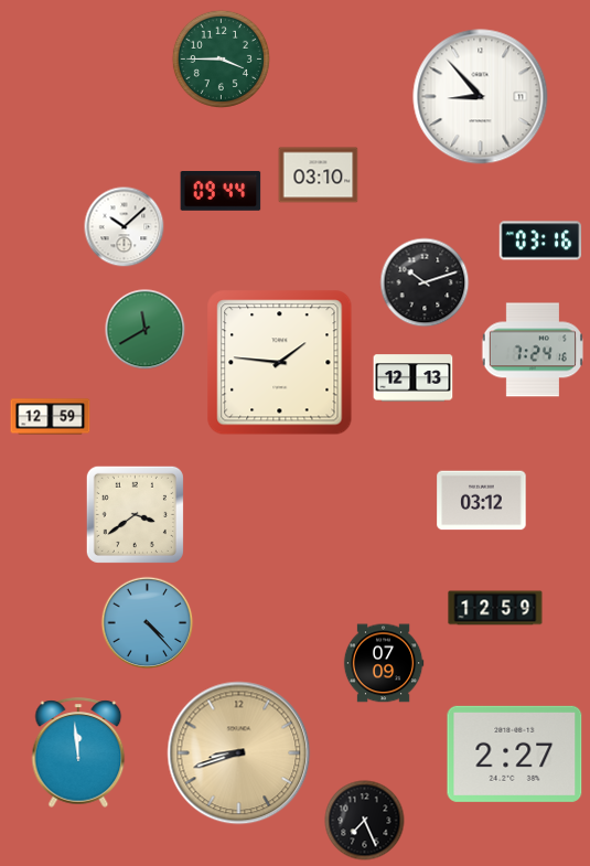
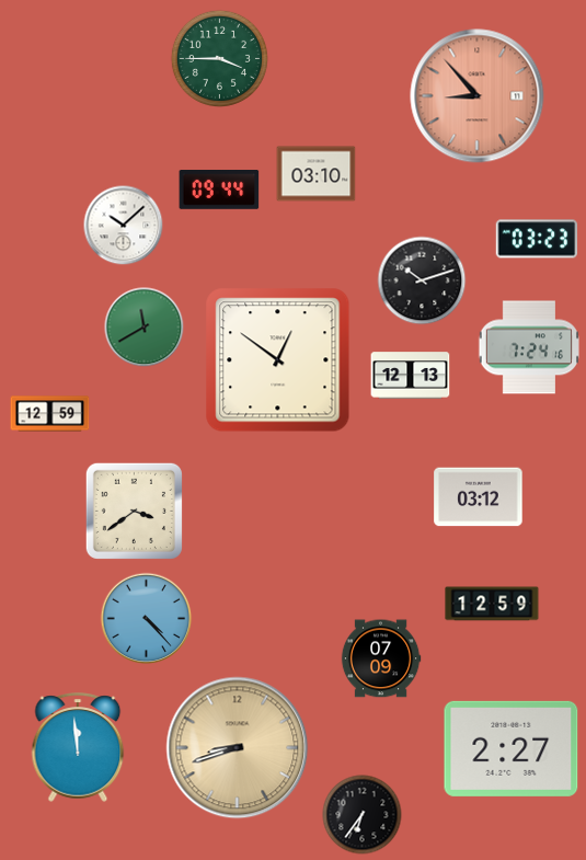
clock at (481, 97) dial: white -> salmon
clock at (540, 240): 03:16 -> 03:23
clock at (280, 363): 1:46 -> 12:51
clock at (365, 821): 7:26 -> 6:36
